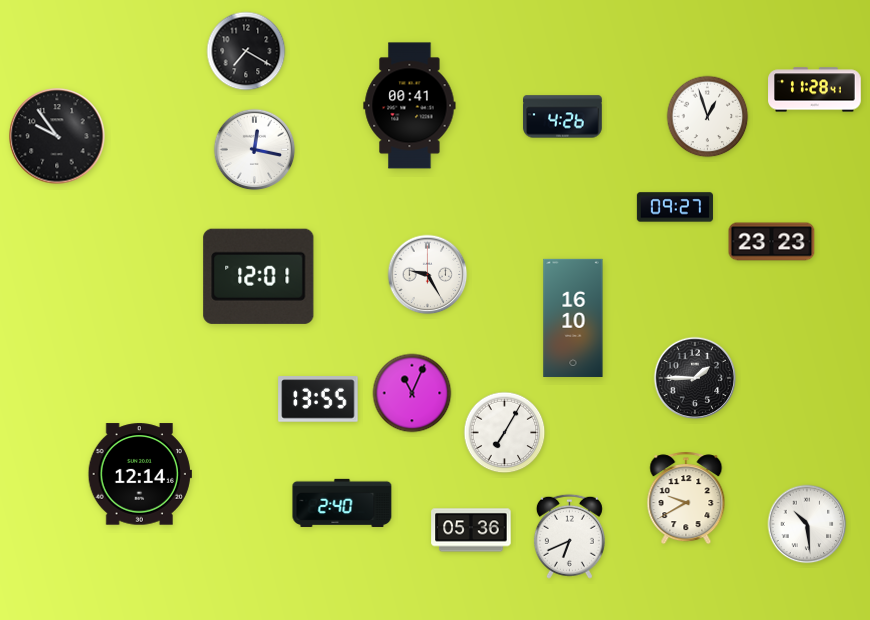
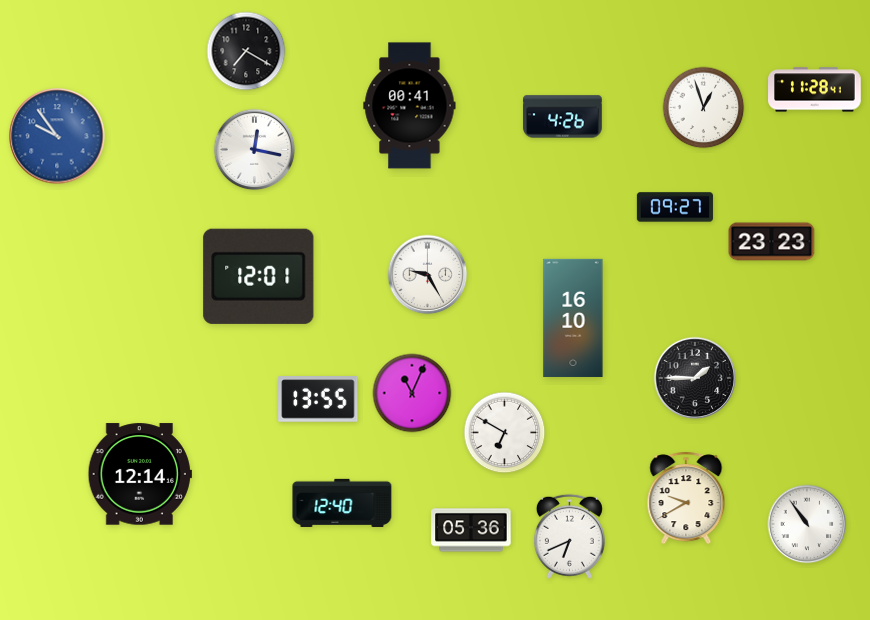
clock at (708, 117) position: (708, 117) -> (704, 108)
clock at (57, 136) dial: black -> blue
clock at (505, 433): 7:05 -> 6:50
clock at (342, 503): 2:40 -> 12:40
clock at (807, 524): 10:29 -> 10:54
